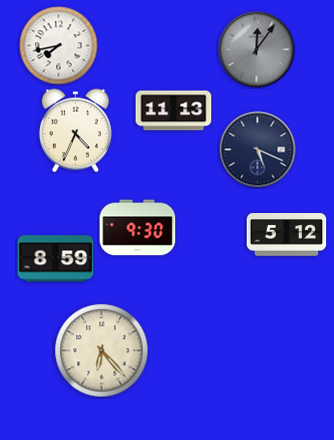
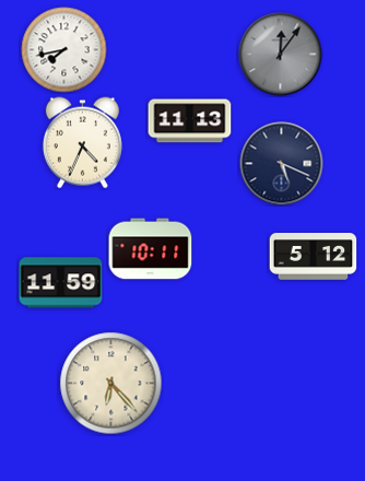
clock at (138, 228): 9:30 -> 10:11
clock at (56, 259): 8:59 -> 11:59
